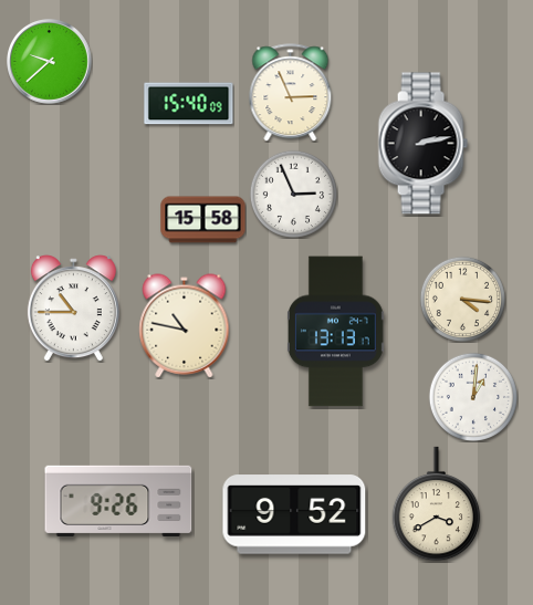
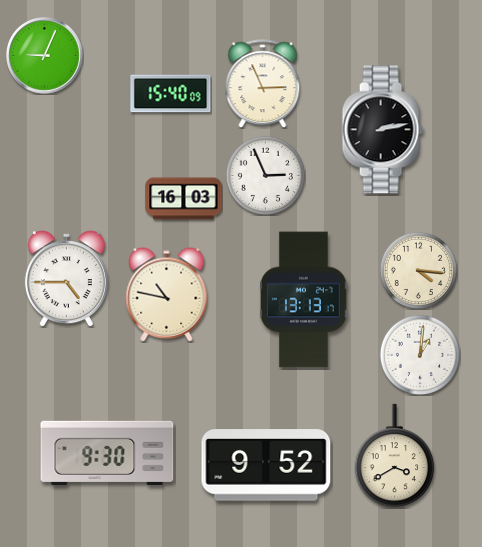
clock at (50, 62): 9:38 -> 9:04
clock at (203, 220): 15:58 -> 16:03
clock at (73, 309): 10:45 -> 4:45
clock at (472, 396) position: (472, 396) -> (419, 354)
clock at (118, 501): 9:26 -> 9:30
